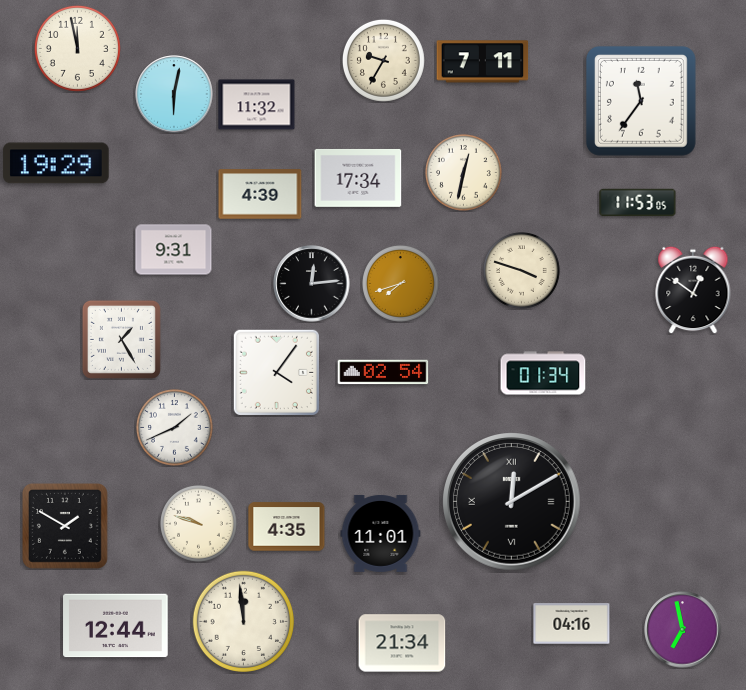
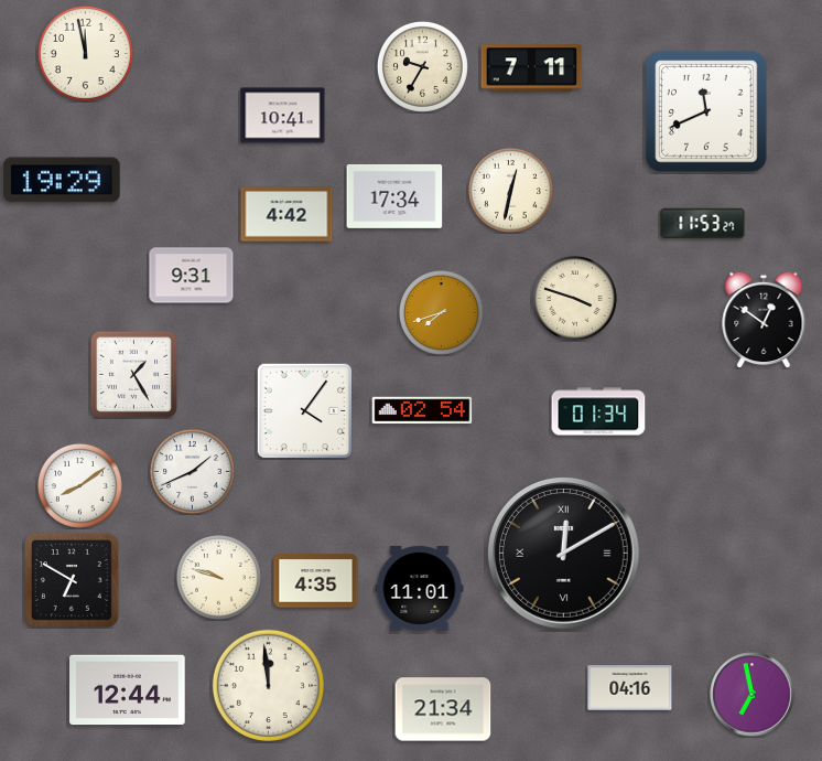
clock at (174, 94): 6:02 -> none
clock at (641, 101): 11:36 -> 11:41
clock at (257, 105): 11:32 -> 10:41
clock at (260, 194): 4:39 -> 4:42
clock at (638, 203): 11:53:05 -> 11:53:27
clock at (312, 284): 12:14 -> none
clock at (79, 485): none -> 8:09
clock at (65, 526): 1:50 -> 6:50
